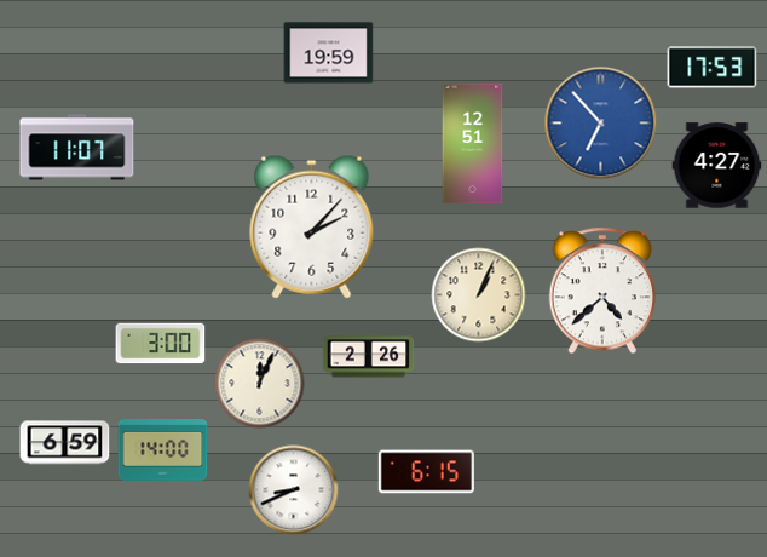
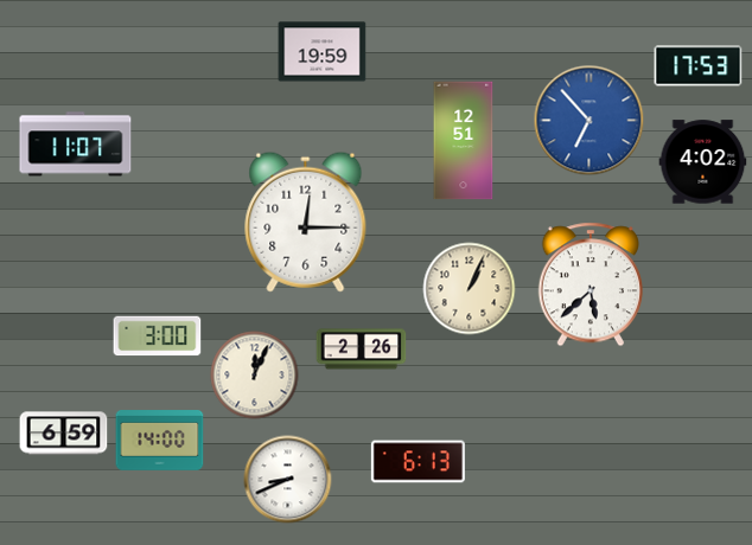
clock at (717, 166): 4:27 -> 4:02
clock at (312, 226): 2:07 -> 12:15
clock at (601, 291): 4:38 -> 5:38
clock at (426, 472): 6:15 -> 6:13
